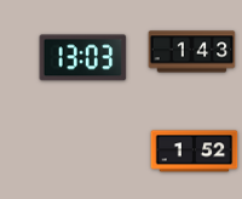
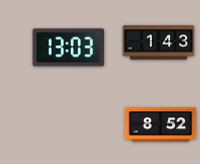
clock at (195, 152): 1:52 -> 8:52
